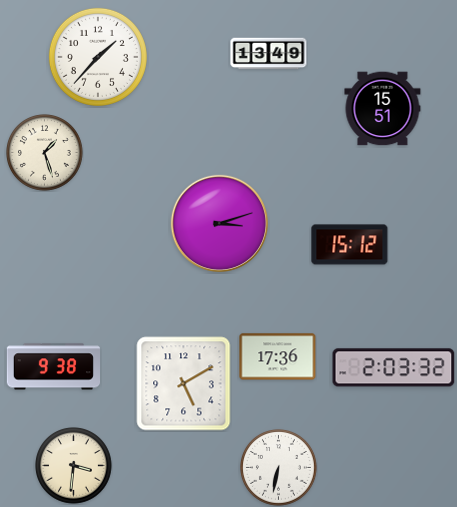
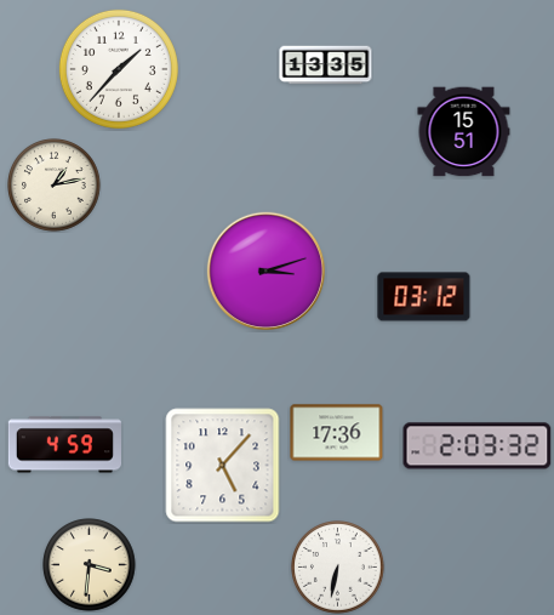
clock at (269, 54): 13:49 -> 13:35
clock at (45, 153): 1:27 -> 1:13
clock at (350, 245): 15:12 -> 03:12
clock at (53, 367): 9:38 -> 4:59
clock at (184, 384): 5:10 -> 5:07
